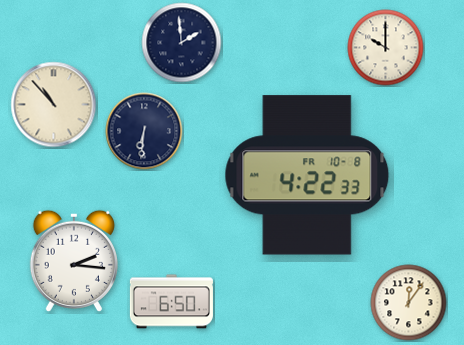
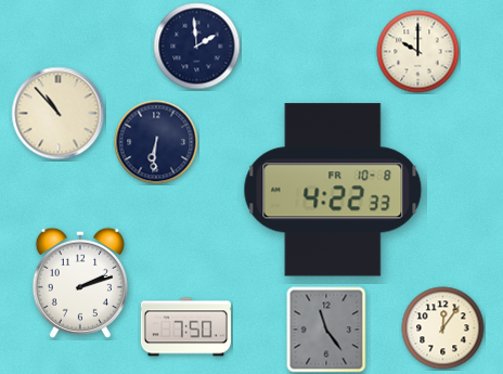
clock at (74, 261): 2:16 -> 2:12
clock at (171, 302): 6:50 -> 7:50
clock at (326, 330): none -> 11:24
